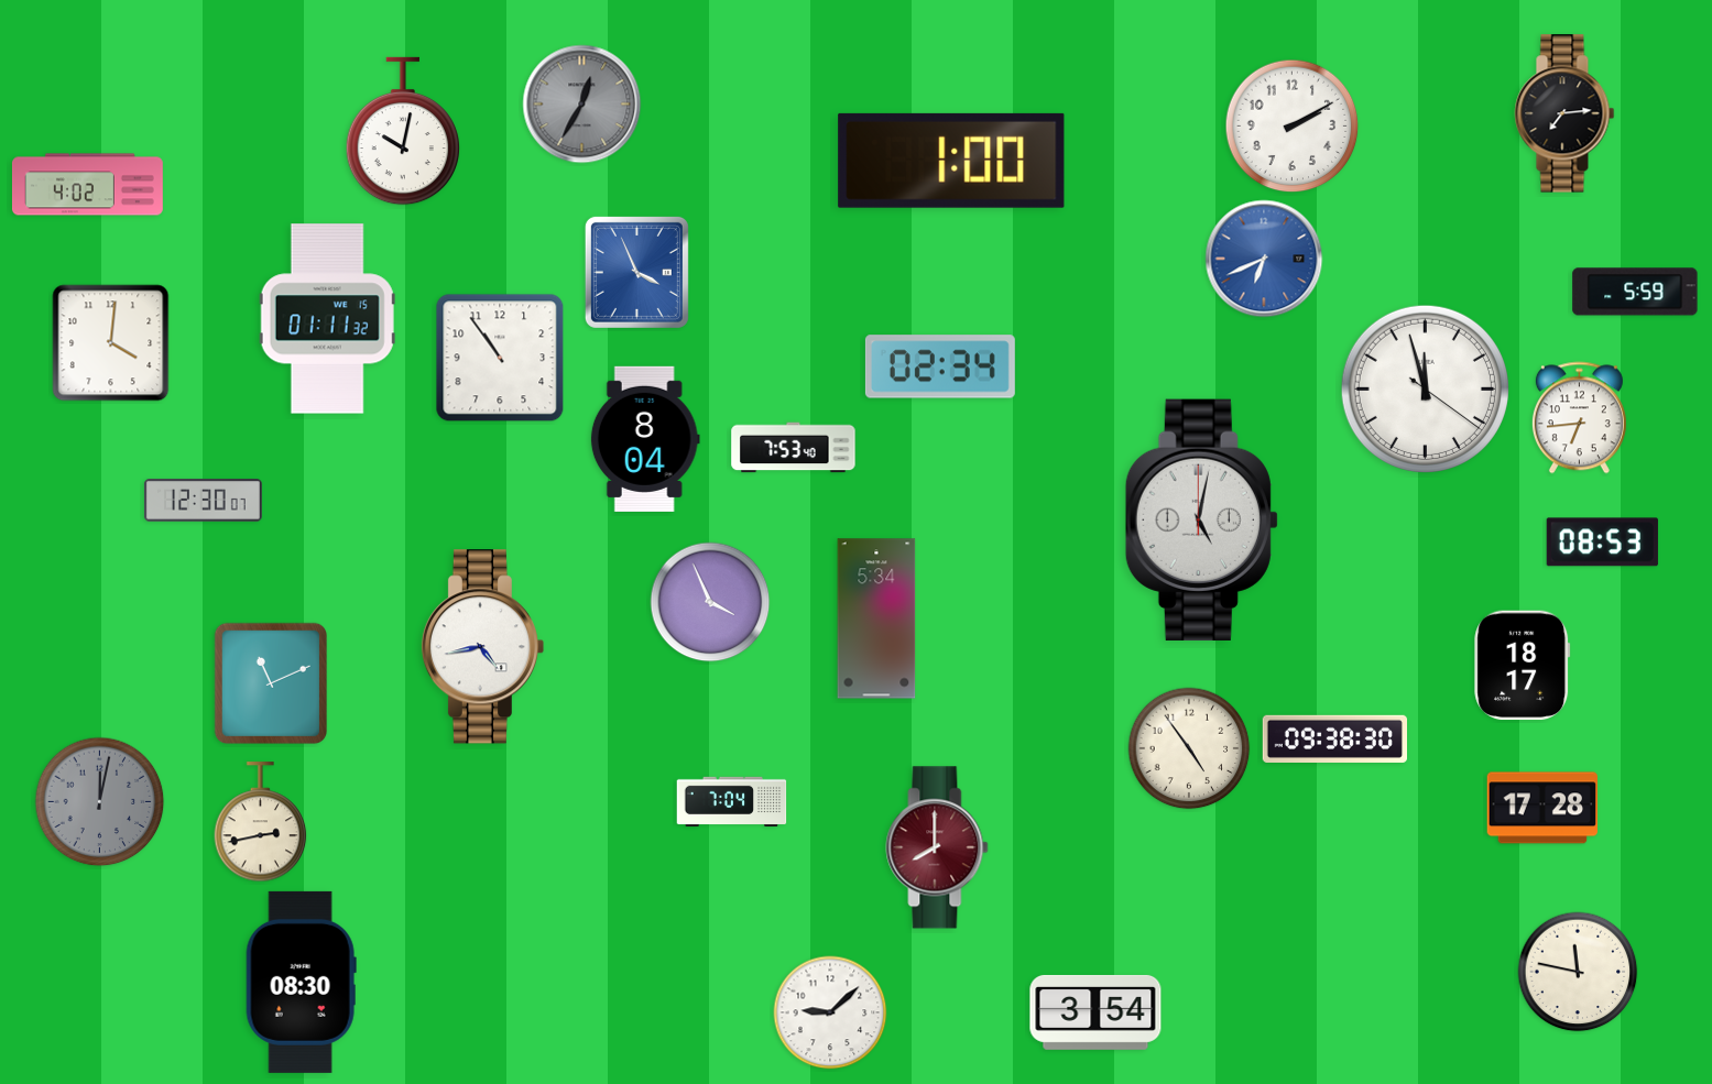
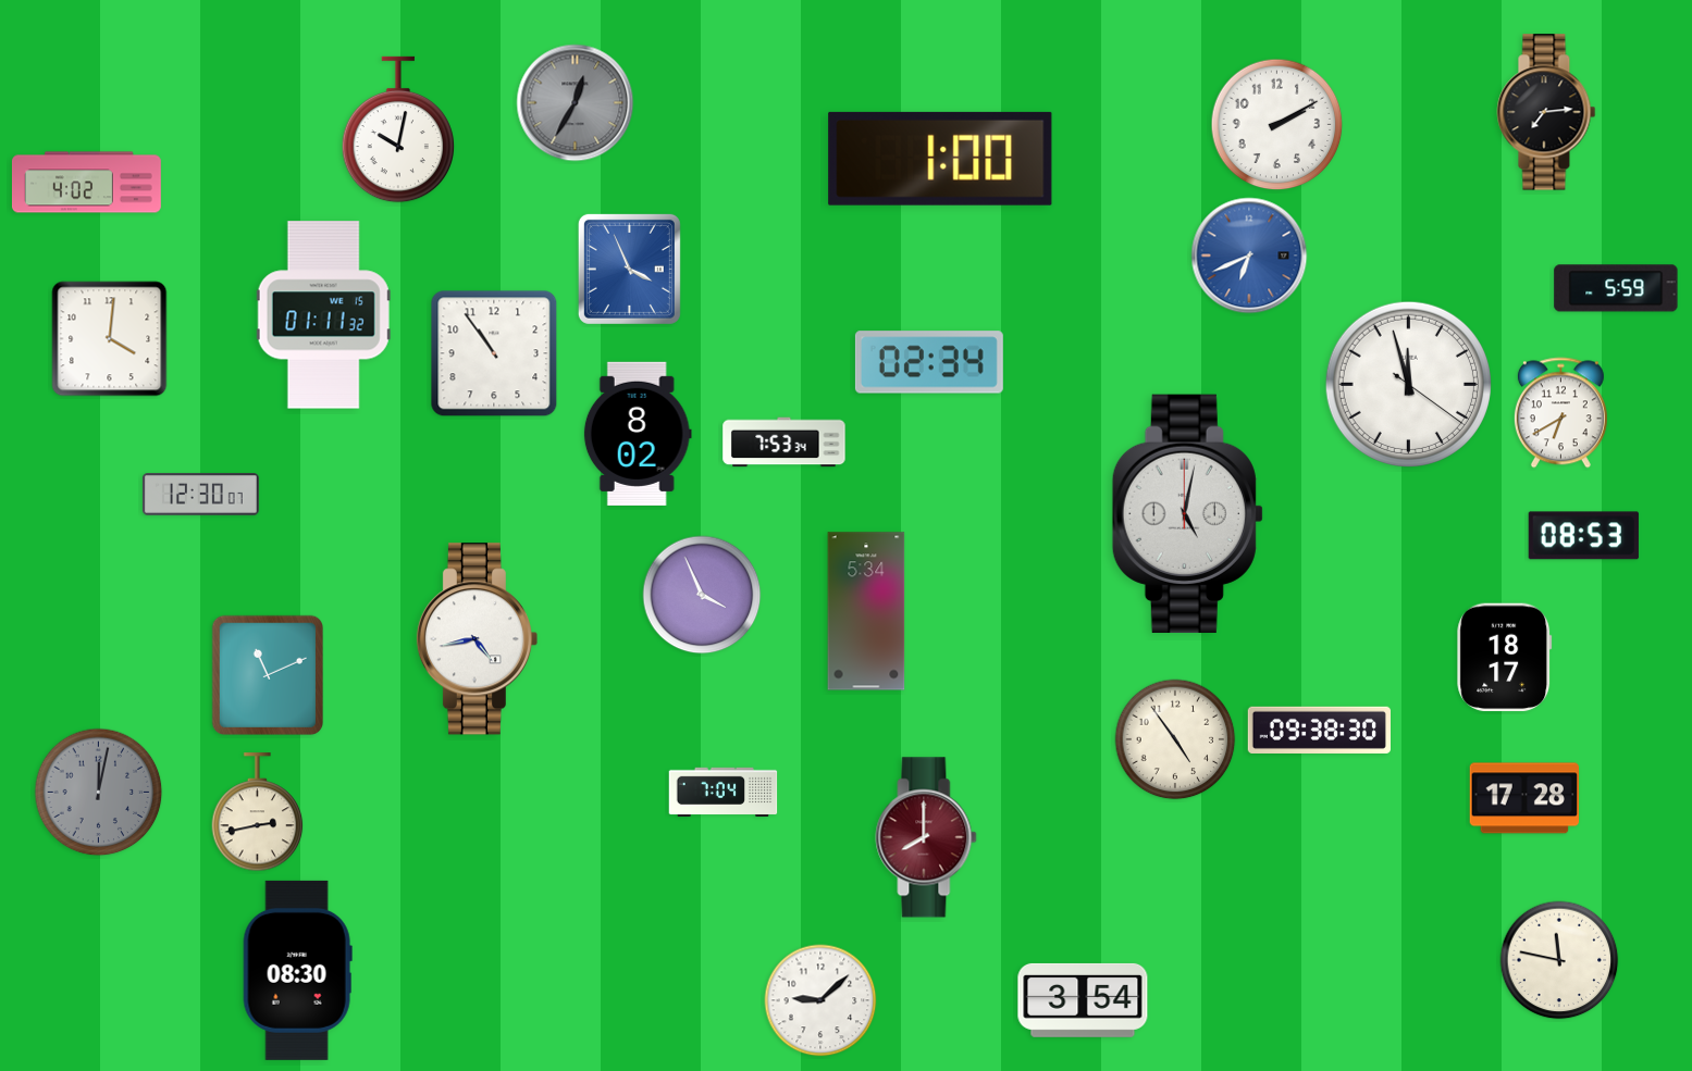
clock at (1579, 418): 6:44 -> 6:40
clock at (645, 439): 8:04 -> 8:02
clock at (794, 448): 7:53:40 -> 7:53:34
